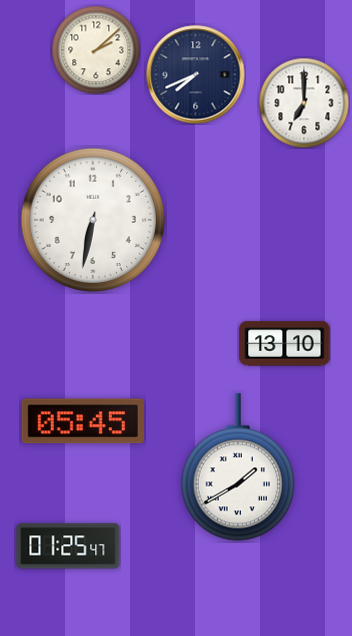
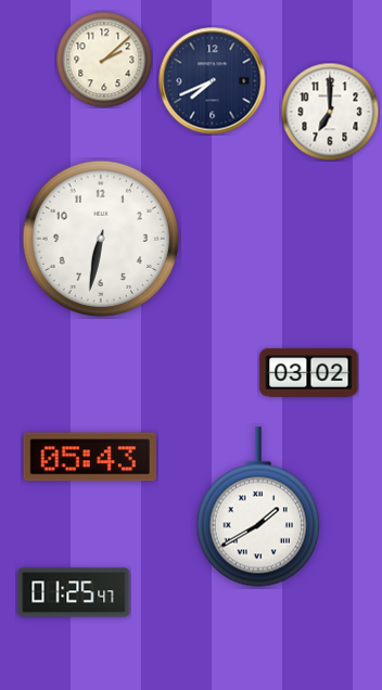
clock at (96, 50) position: (96, 50) -> (104, 60)
clock at (285, 344): 13:10 -> 03:02
clock at (83, 421): 05:45 -> 05:43
